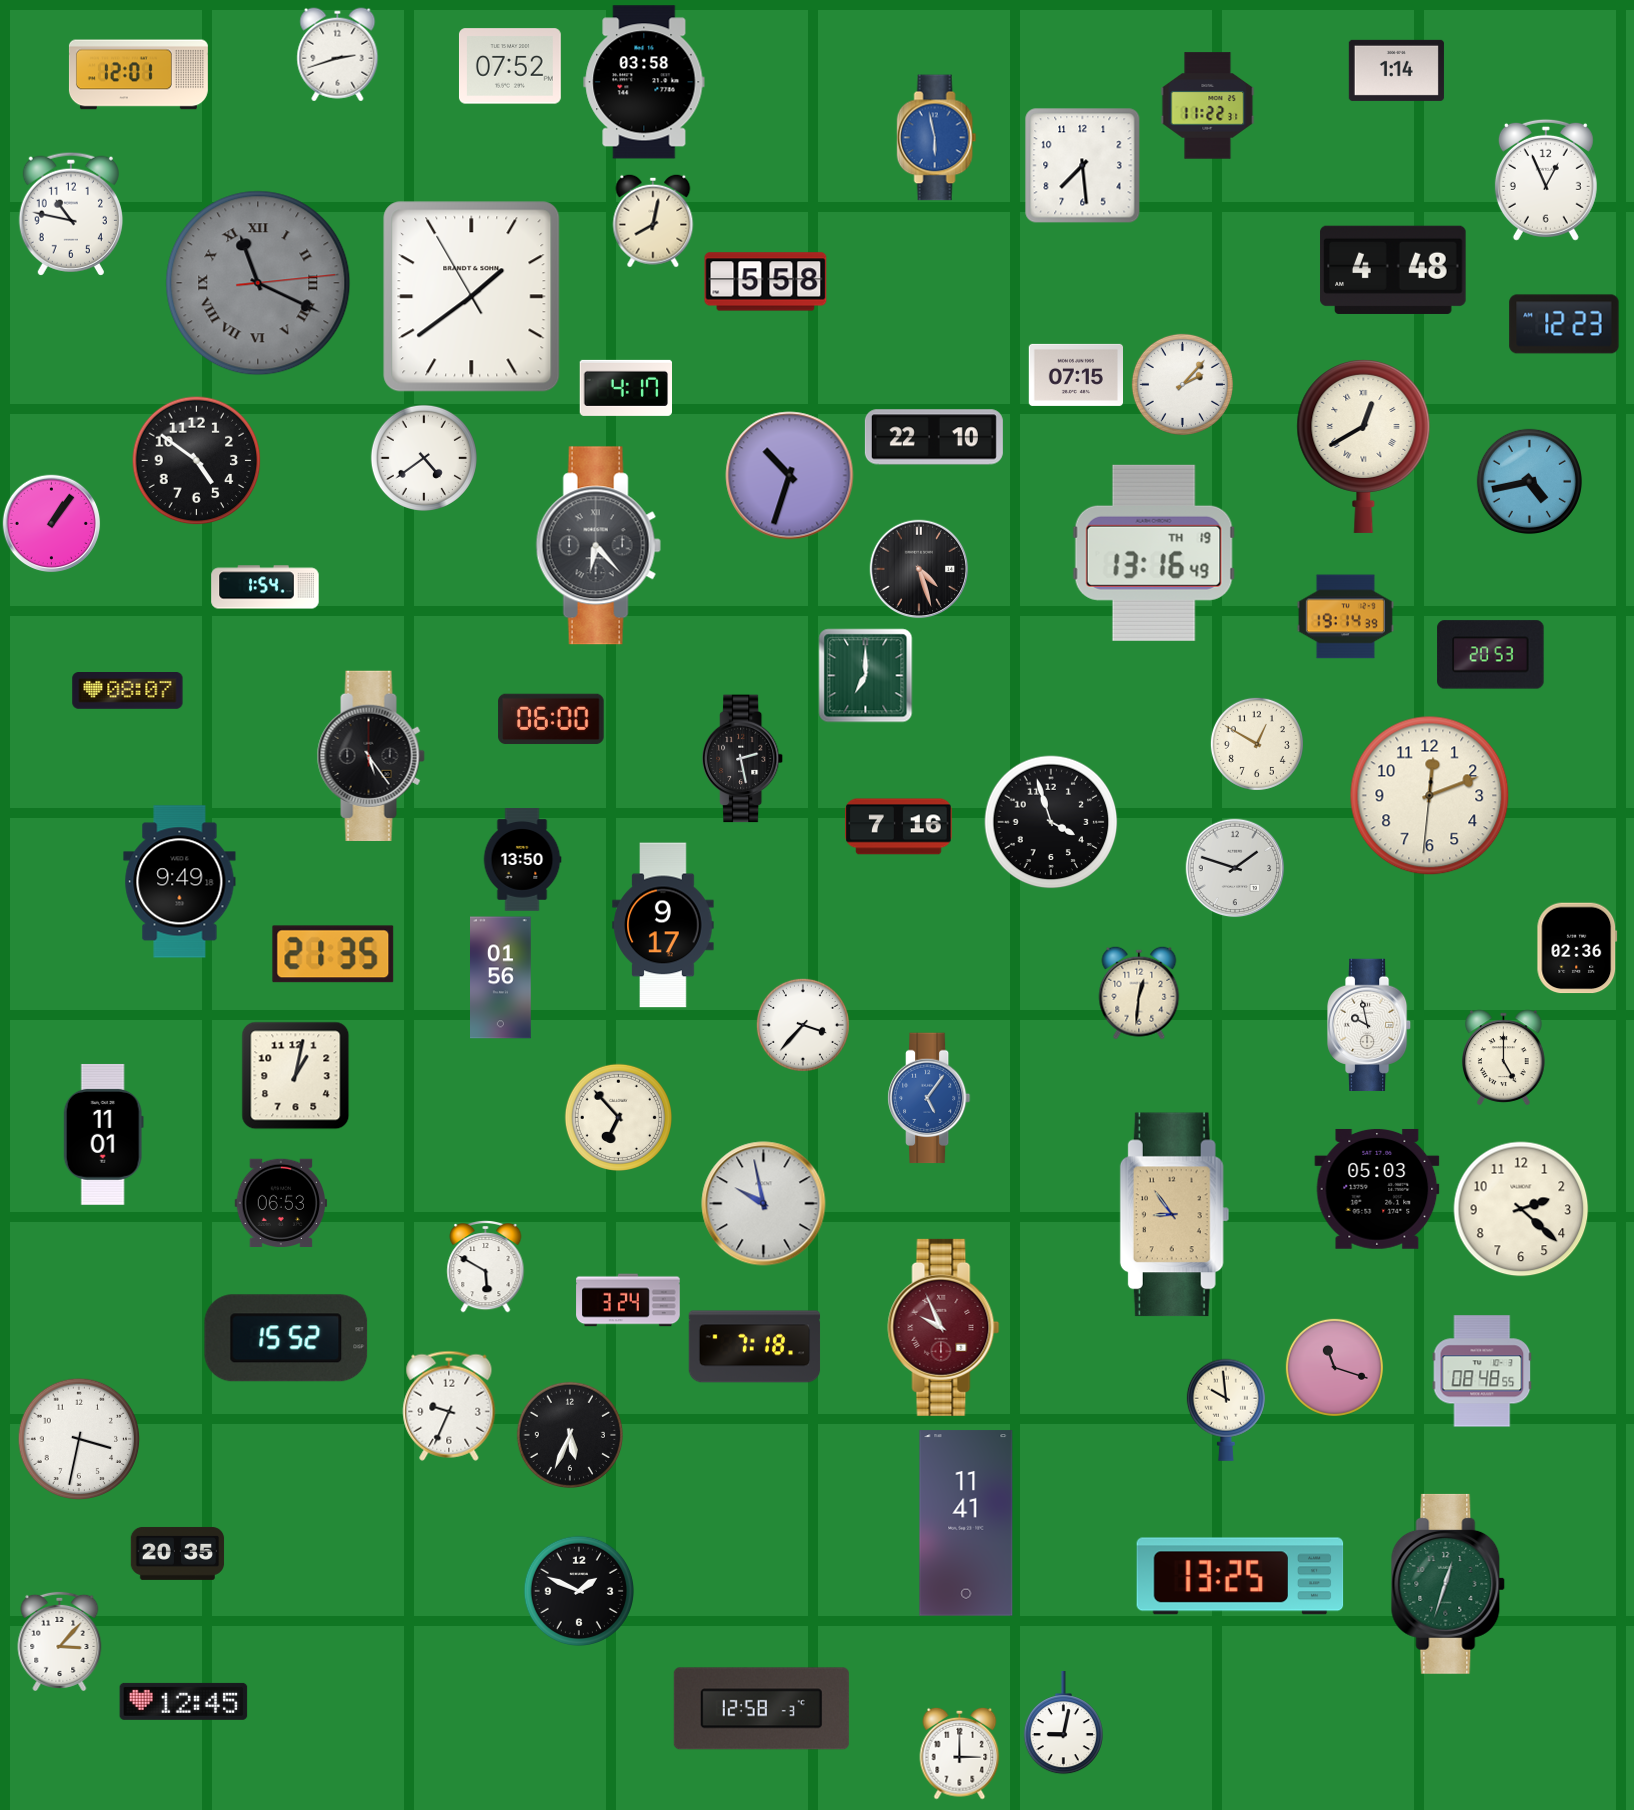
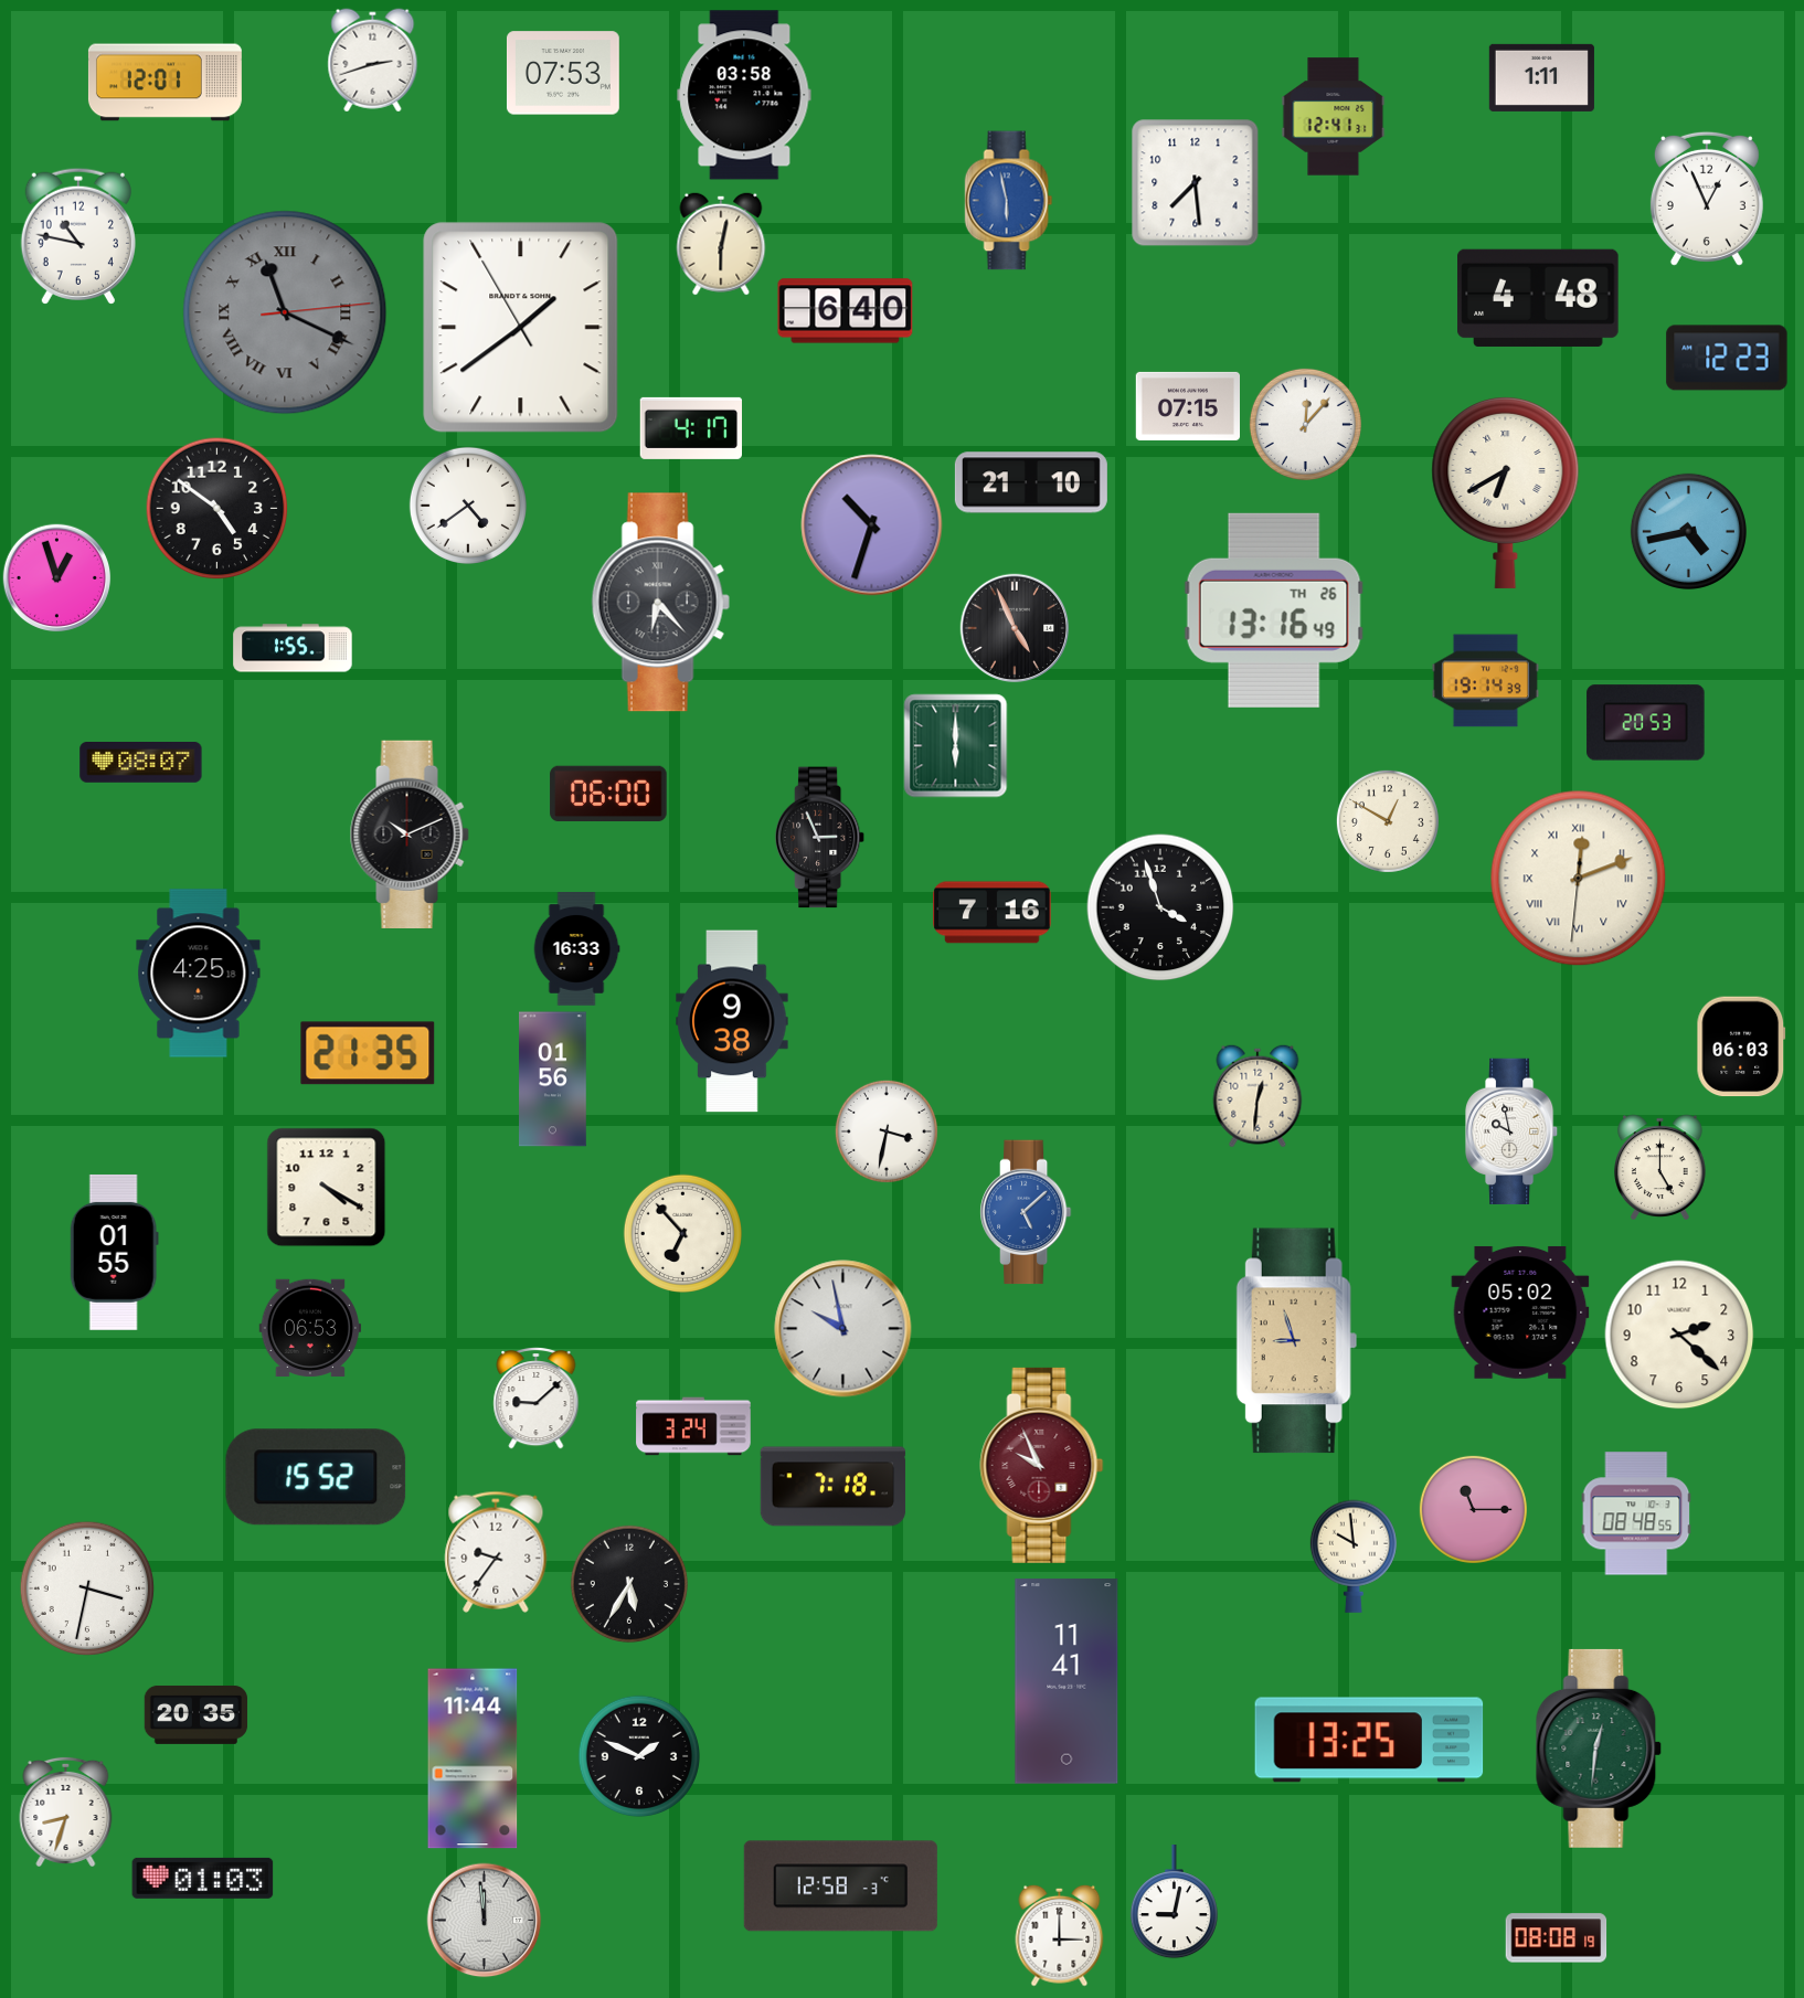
clock at (510, 66): 07:52 -> 07:53
clock at (1396, 70): 1:14 -> 1:11
clock at (138, 75) position: (138, 75) -> (165, 83)
clock at (644, 82) position: (644, 82) -> (744, 95)
clock at (1208, 106): 11:22 -> 12:41
clock at (937, 138) position: (937, 138) -> (1009, 201)
clock at (653, 221): 8:02 -> 6:02
clock at (766, 282): 5:58 -> 6:40
clock at (1075, 375) position: (1075, 375) -> (1187, 406)
clock at (1182, 384): 2:07 -> 12:07
clock at (934, 437): 22:10 -> 21:10
clock at (1364, 446): 12:40 -> 6:40
clock at (52, 524): 1:06 -> 12:57
clock at (1154, 553) date: TH 19 -> TH 26
clock at (919, 569): 4:27 -> 4:56
clock at (265, 587): 1:54 -> 1:55
clock at (866, 676): 7:00 -> 6:00
clock at (371, 755): 5:24 -> 10:11
clock at (743, 759): 2:28 -> 2:56
clock at (1430, 796) numerals: Arabic -> Roman
clock at (522, 860): 13:50 -> 16:33
clock at (1235, 868): 1:48 -> none
clock at (180, 882): 9:49 -> 4:25
clock at (663, 925): 9:17 -> 9:38
clock at (1577, 948): 02:36 -> 06:03
clock at (803, 1025): 3:37 -> 3:32
clock at (296, 1076): 1:02 -> 4:20
clock at (929, 1098): 5:06 -> 5:08
clock at (103, 1134): 11:01 -> 01:55
clock at (1377, 1189): 05:03 -> 05:02
clock at (1174, 1215): 8:54 -> 8:57
clock at (486, 1266): 5:50 -> 9:08
clock at (628, 1300) position: (628, 1300) -> (693, 1426)
clock at (1334, 1367): 11:18 -> 11:15
clock at (449, 1406): 9:34 -> 9:36
clock at (570, 1435): 5:34 -> 5:35
clock at (1448, 1584): 12:33 -> 12:31
clock at (473, 1758): none -> 11:44
clock at (60, 1641): 3:07 -> 8:33
clock at (184, 1701): 12:45 -> 01:03
clock at (485, 1921): none -> 11:59
clock at (1557, 1938): none -> 08:08
